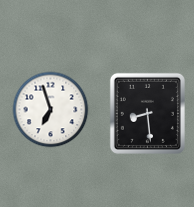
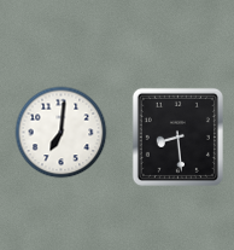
clock at (51, 110): 6:57 -> 7:01
